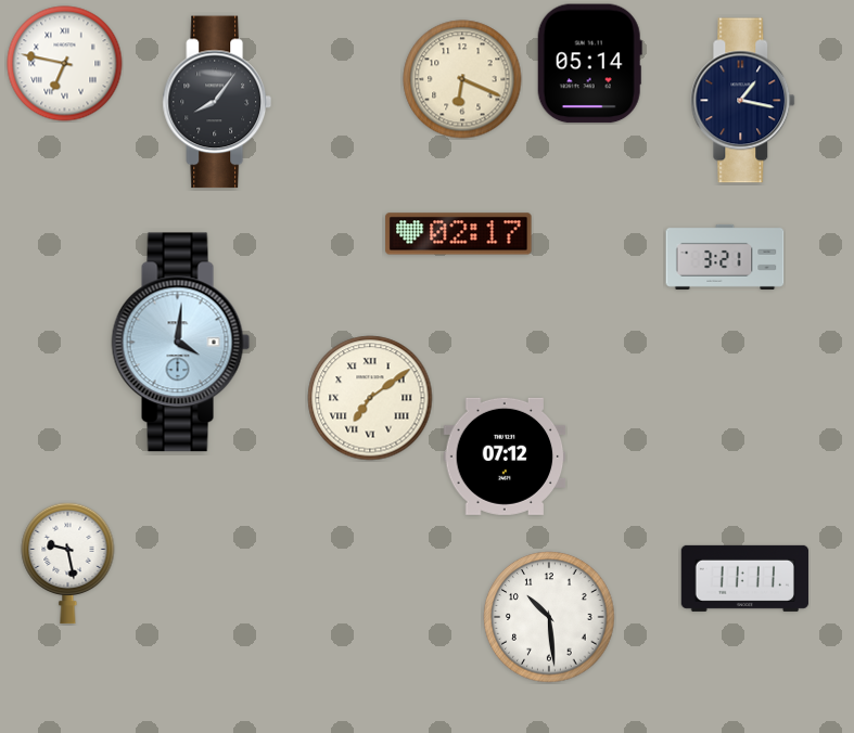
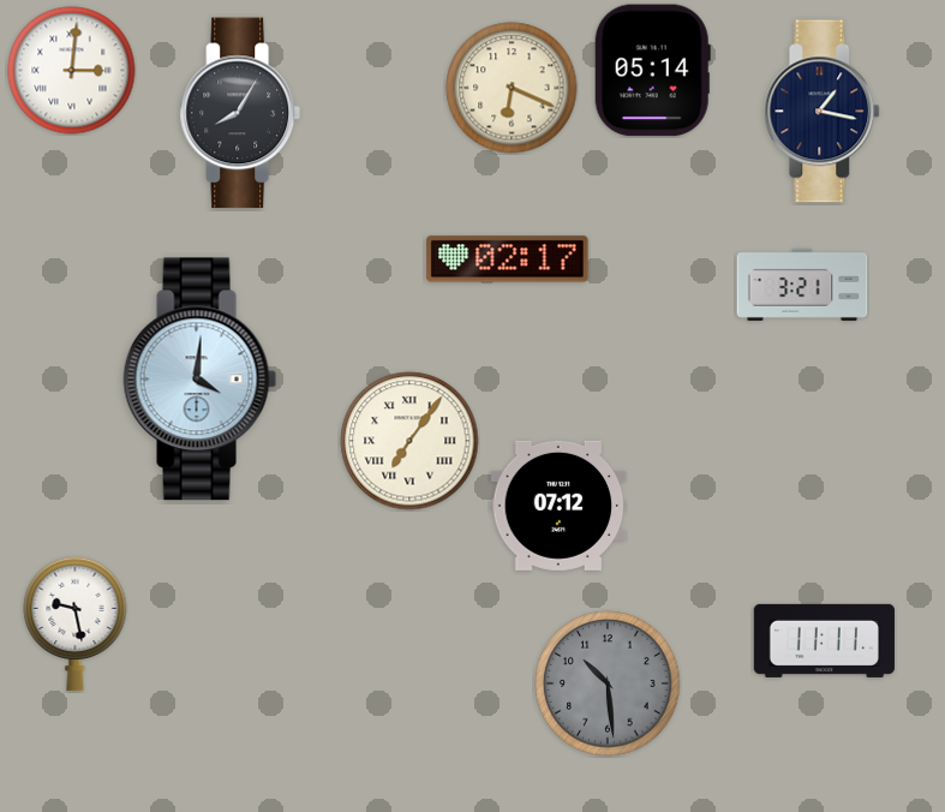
clock at (65, 64): 6:47 -> 3:01
clock at (216, 102): 8:06 -> 8:05
clock at (370, 398): 7:09 -> 7:06
clock at (549, 617) dial: white -> grey
